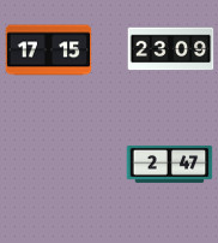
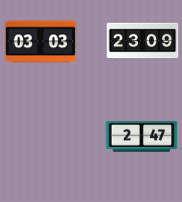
clock at (49, 51): 17:15 -> 03:03
